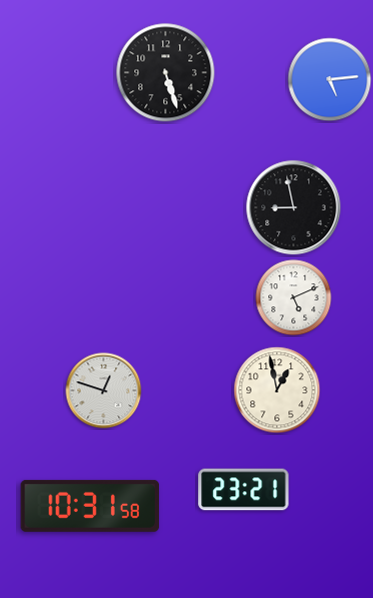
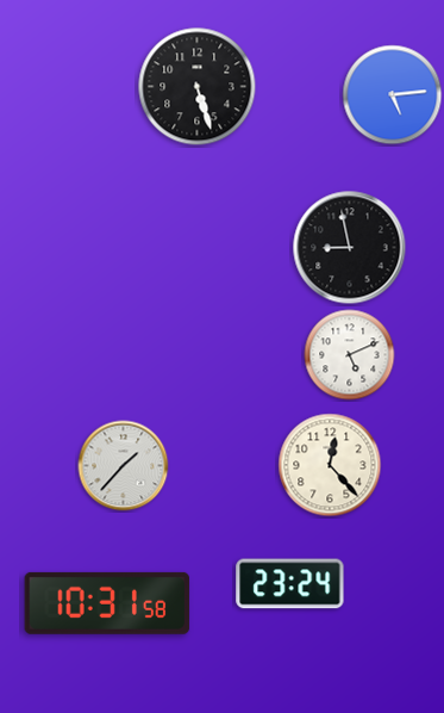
clock at (277, 390): 12:58 -> 12:23
clock at (104, 391): 12:48 -> 1:37
clock at (244, 490): 23:21 -> 23:24
